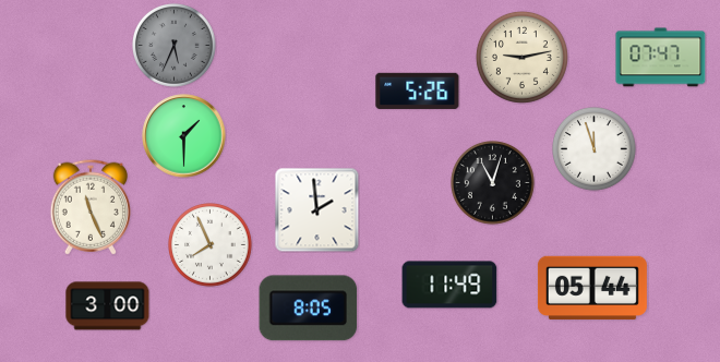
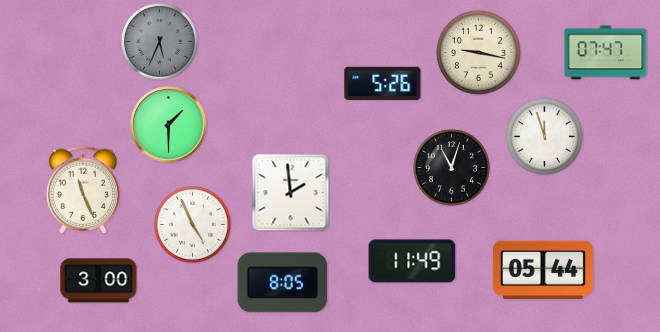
clock at (521, 57): 9:13 -> 9:17
clock at (211, 245): 7:56 -> 4:56
clock at (592, 288) position: (592, 288) -> (543, 270)
